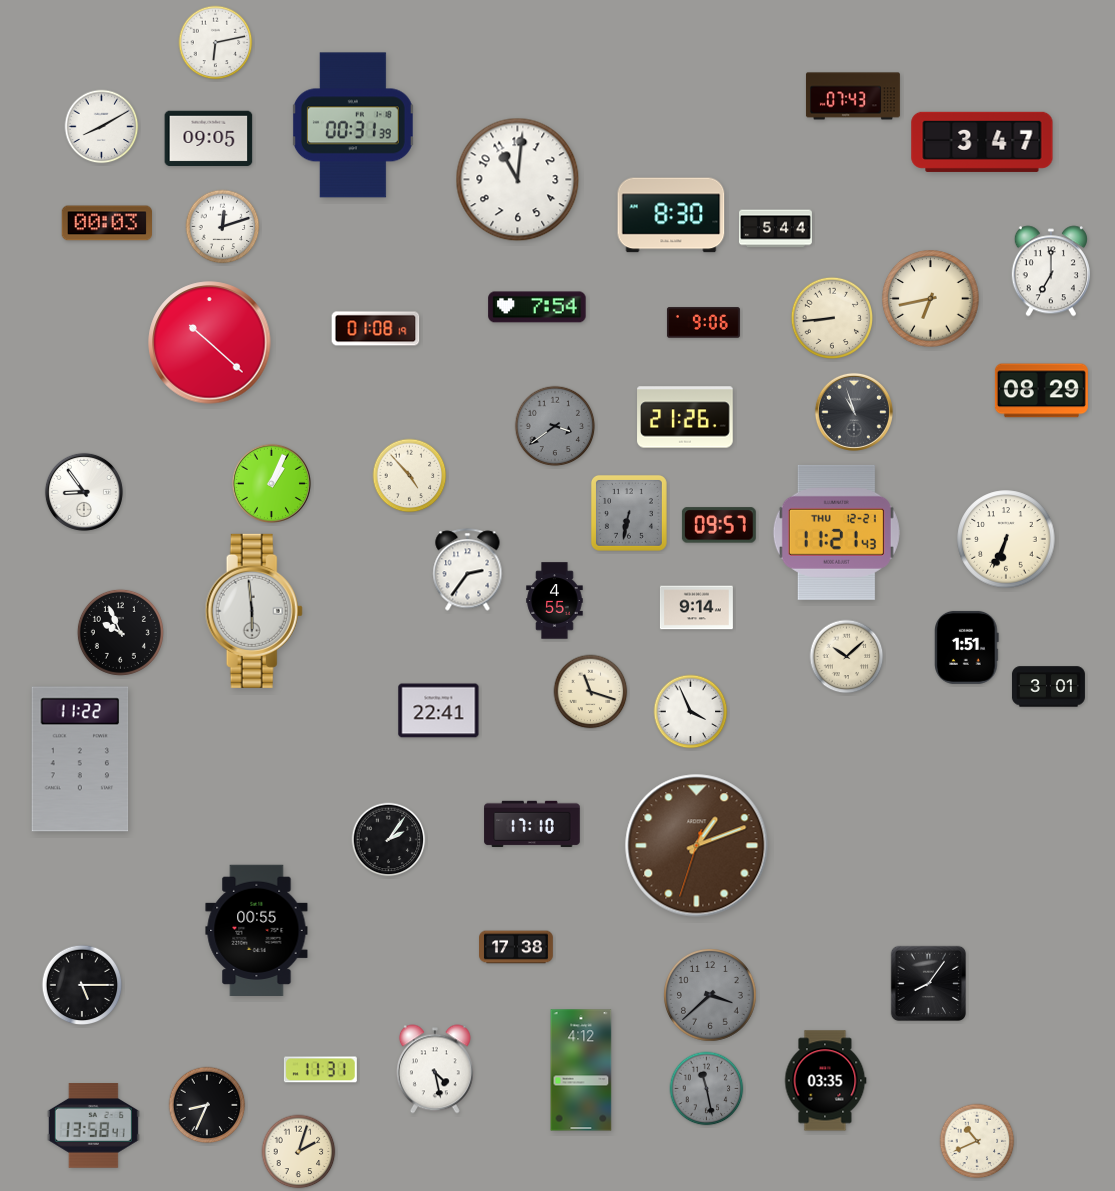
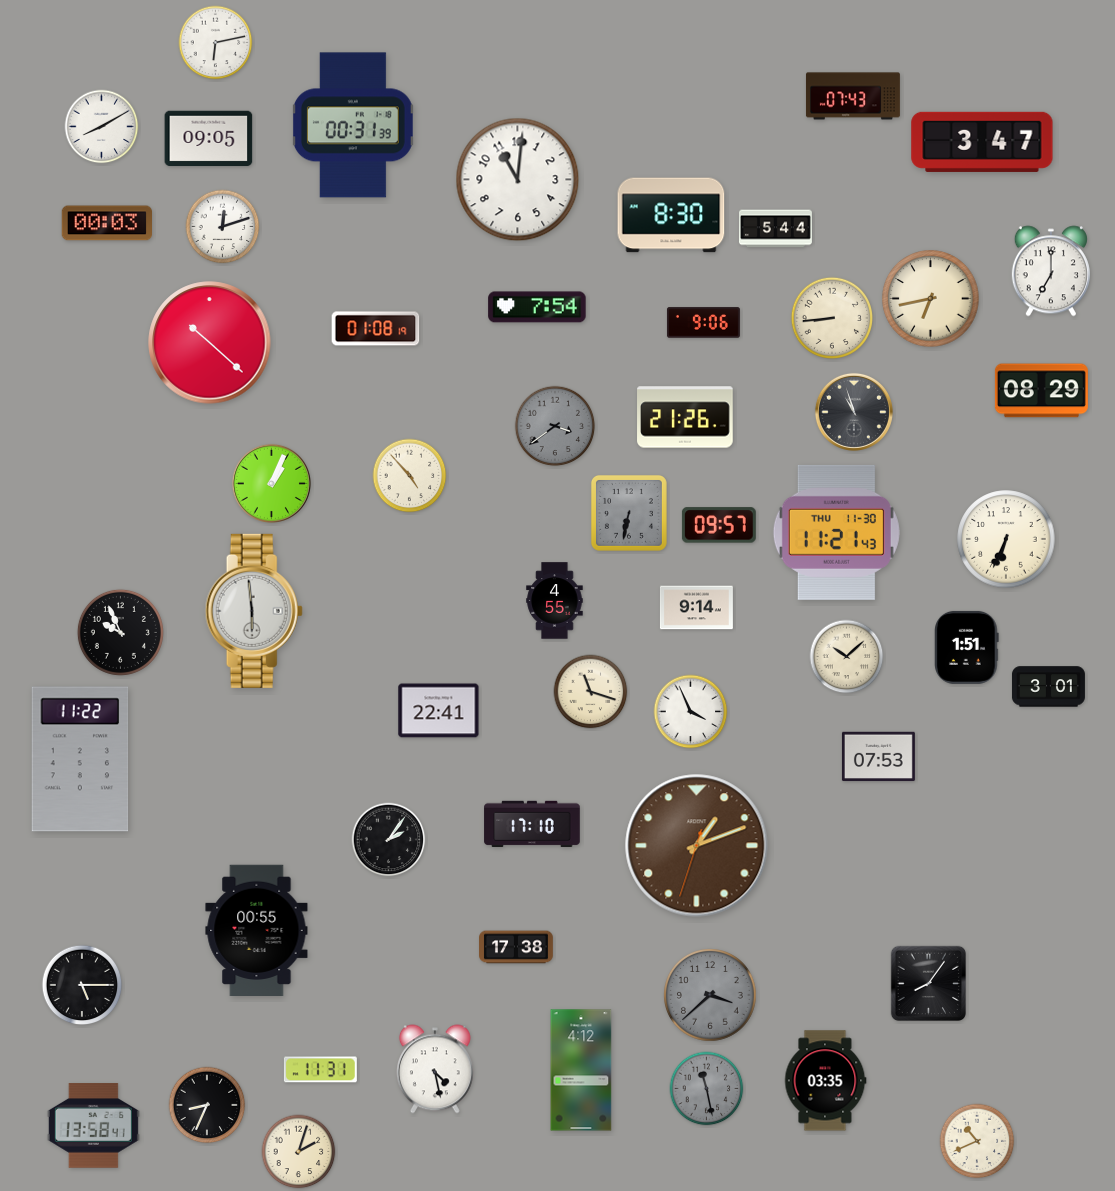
clock at (84, 492): 8:54 -> none
clock at (836, 532) date: THU 12-21 -> THU 11-30
clock at (468, 570): 2:36 -> none
clock at (878, 757): none -> 07:53
